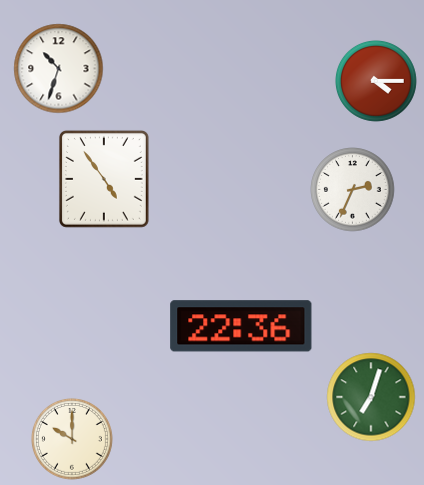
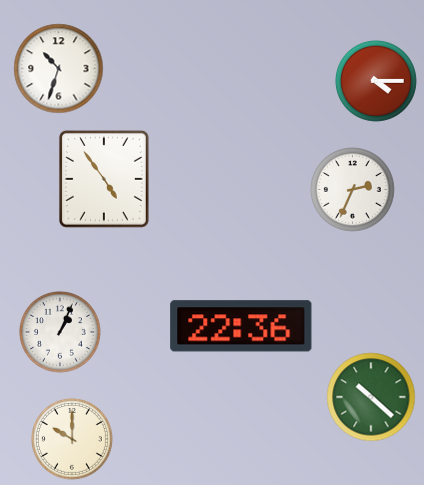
clock at (60, 332): none -> 1:04
clock at (371, 397): 7:03 -> 10:22
